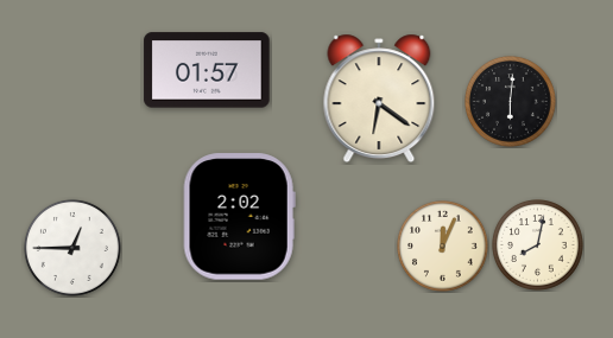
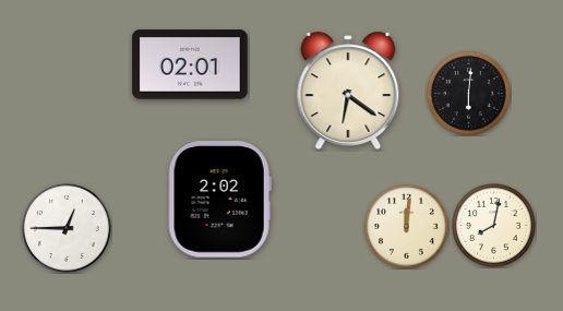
clock at (207, 70): 01:57 -> 02:01
clock at (443, 247): 12:04 -> 12:01
